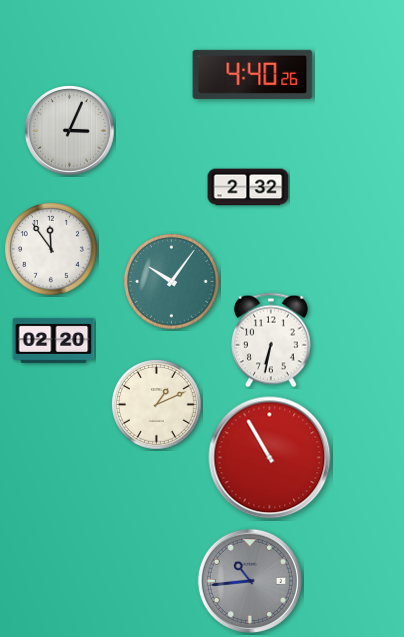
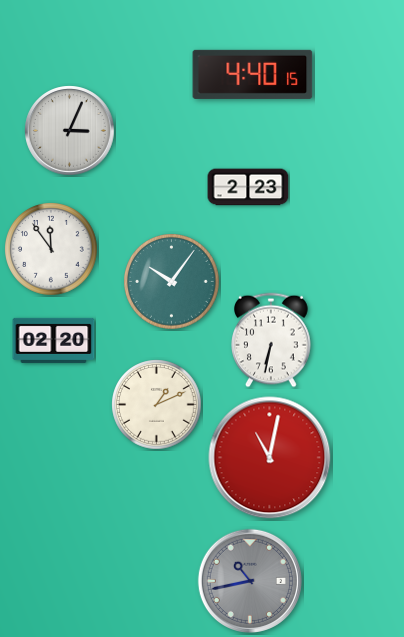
clock at (253, 74): 4:40:26 -> 4:40:15
clock at (248, 187): 2:32 -> 2:23
clock at (270, 458): 10:55 -> 11:02
clock at (250, 581): 10:44 -> 10:43
